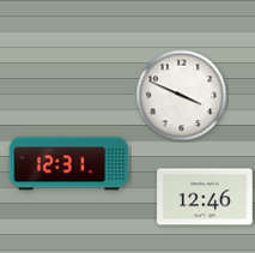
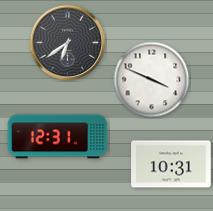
clock at (68, 43): none -> 6:39
clock at (205, 197): 12:46 -> 10:31
